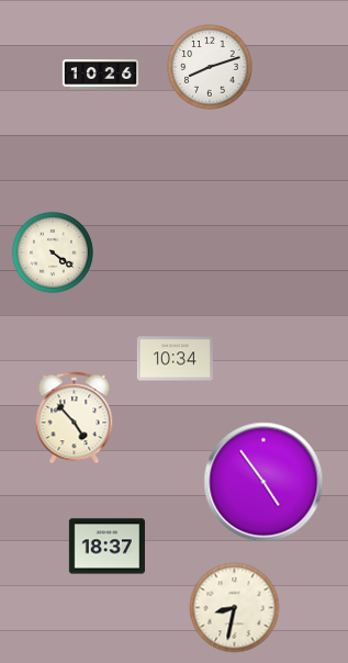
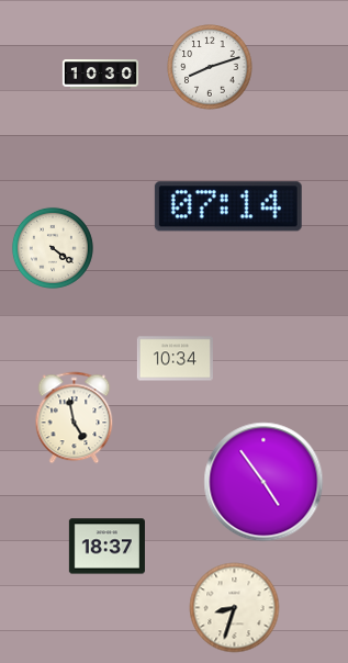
clock at (100, 75): 10:26 -> 10:30
clock at (228, 206): none -> 07:14
clock at (53, 252) position: (53, 252) -> (53, 248)
clock at (75, 418): 4:53 -> 4:58
clock at (235, 608): 8:32 -> 8:33
